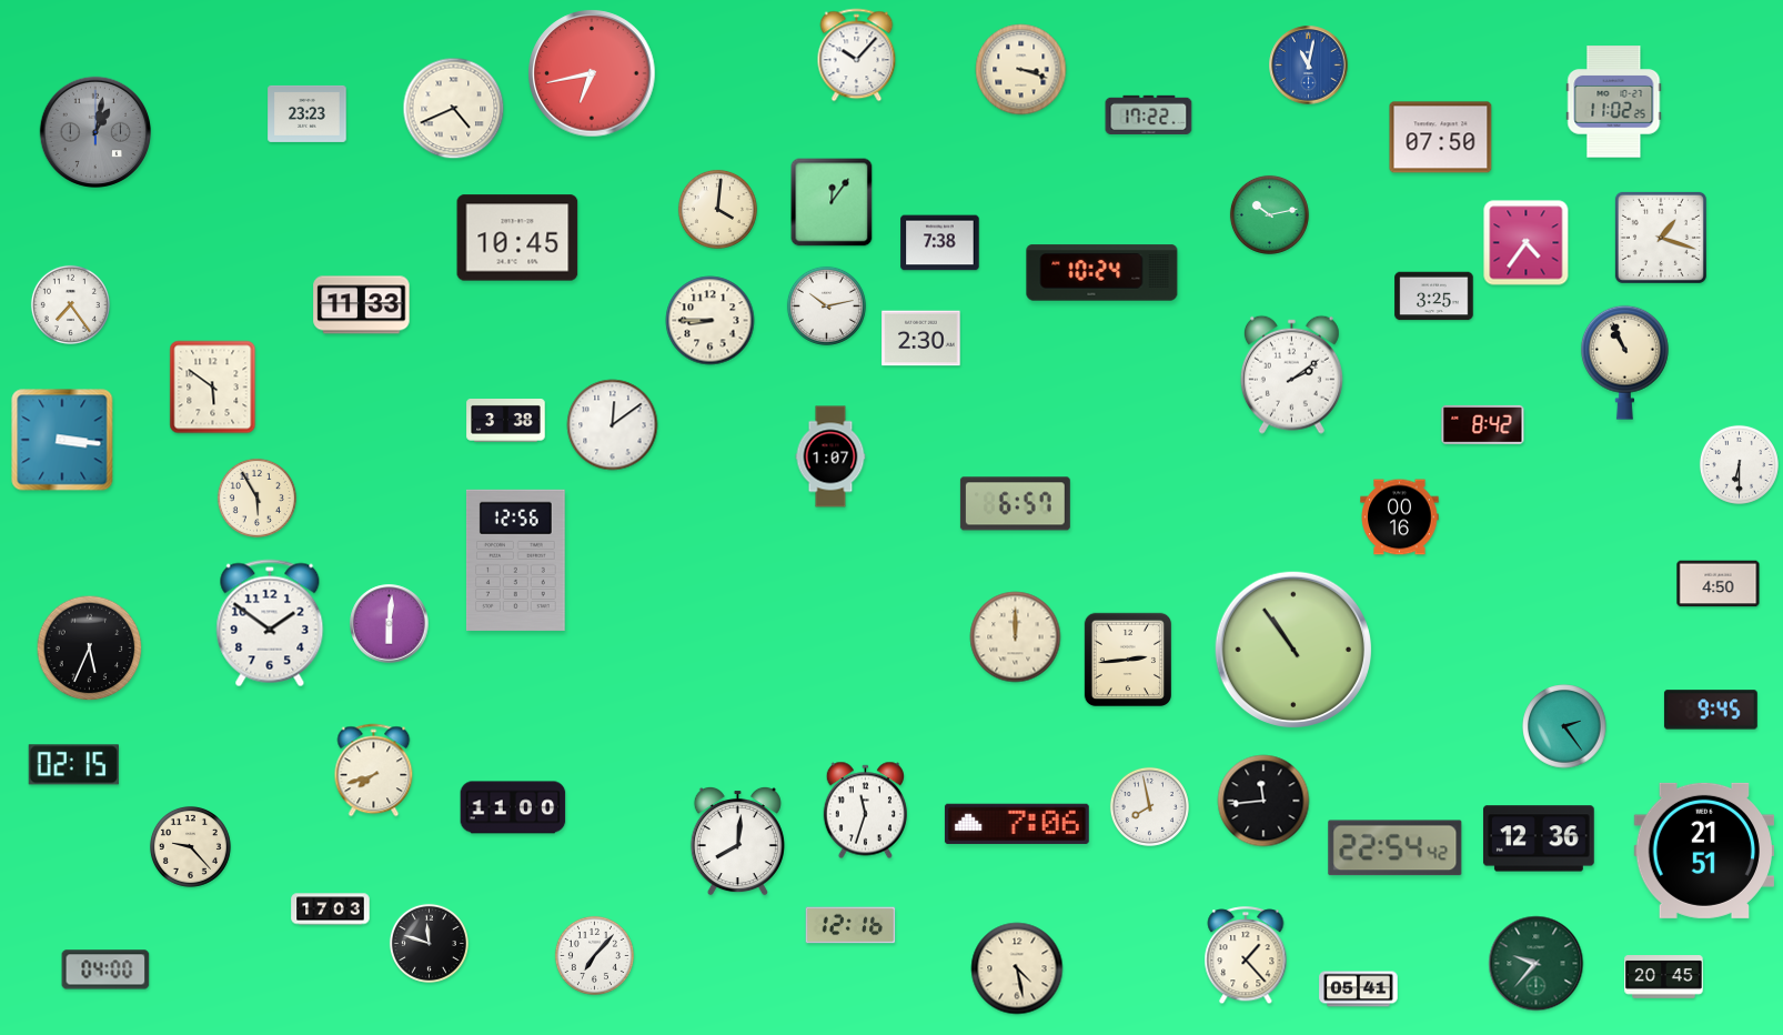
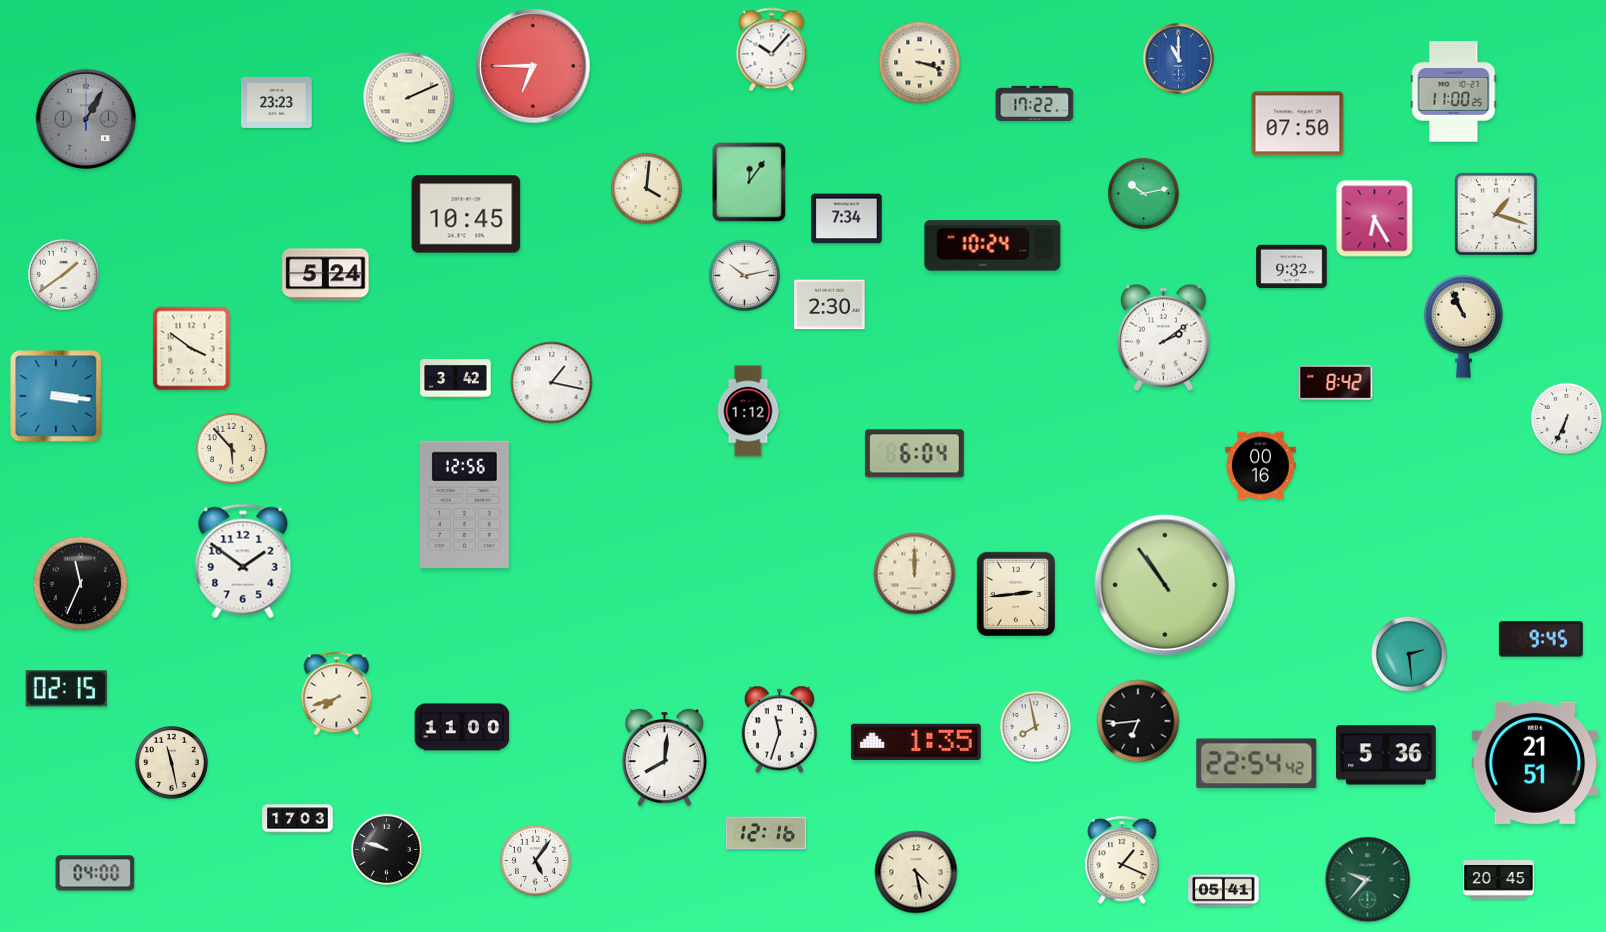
clock at (1309, 66): 11:02 -> 11:00
clock at (592, 73): 6:43 -> 6:45
clock at (1614, 102): 11:02 -> 11:00
clock at (454, 109): 4:41 -> 2:11
clock at (94, 131): 1:02 -> 1:05
clock at (940, 243): 7:38 -> 7:34
clock at (1527, 243): 4:36 -> 6:25
clock at (1434, 297): 3:25 -> 9:32
clock at (70, 304): 7:24 -> 1:39
clock at (362, 305): 11:33 -> 5:24
clock at (711, 321): 8:45 -> none
clock at (213, 388): 5:51 -> 3:51
clock at (506, 421): 3:38 -> 3:42
clock at (613, 425): 12:09 -> 1:17
clock at (830, 456): 1:07 -> 1:12
clock at (1739, 464): 6:30 -> 6:34
clock at (256, 498): 5:55 -> 5:53
clock at (1015, 504): 6:57 -> 6:04
clock at (1719, 584): 4:50 -> none
clock at (390, 624): 6:01 -> none
clock at (90, 649): 5:34 -> 11:34
clock at (1564, 726): 2:24 -> 2:29
clock at (1263, 801): 11:44 -> 6:44
clock at (1017, 824): 7:06 -> 1:35
clock at (1539, 838): 12:36 -> 5:36
clock at (190, 846): 9:23 -> 11:28
clock at (1703, 851) position: (1703, 851) -> (1534, 763)
clock at (429, 943): 11:48 -> 9:48
clock at (594, 955): 7:07 -> 5:06
clock at (1246, 956): 1:23 -> 1:19
clock at (1537, 964) position: (1537, 964) -> (1368, 880)
